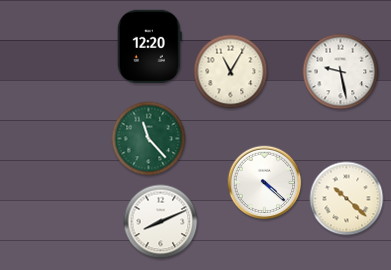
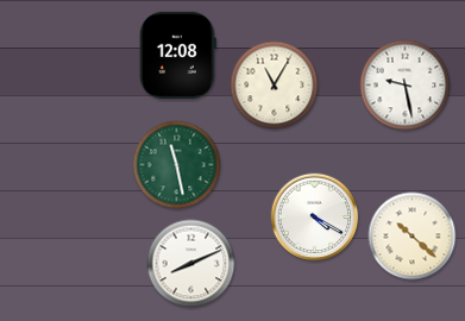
clock at (149, 46): 12:20 -> 12:08
clock at (149, 139): 11:23 -> 11:28
clock at (265, 183): 4:22 -> 4:20
